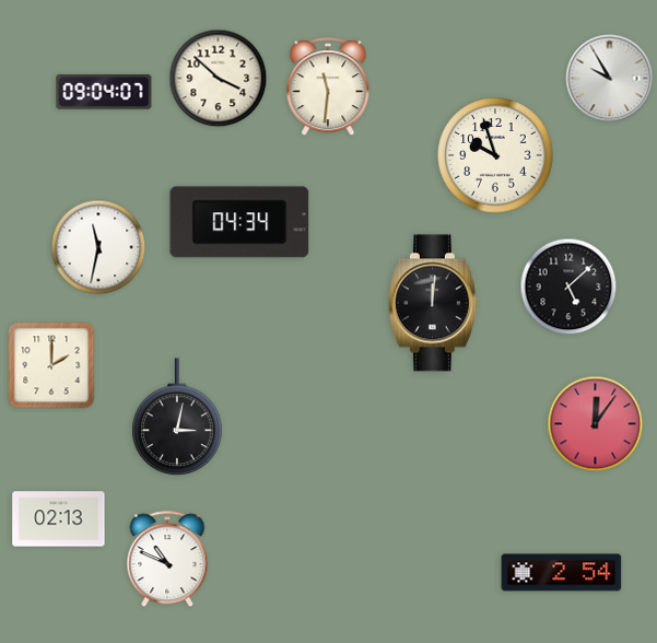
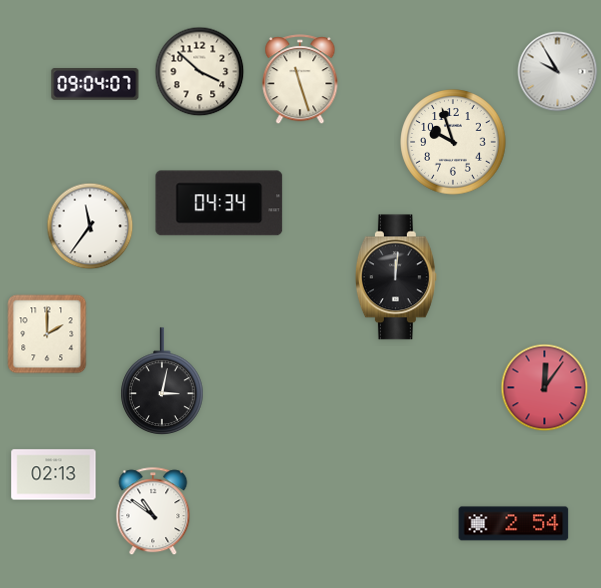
clock at (328, 87): 11:31 -> 11:27
clock at (98, 247): 11:32 -> 11:36
clock at (568, 287): 5:08 -> none
clock at (167, 560): 10:49 -> 10:51
